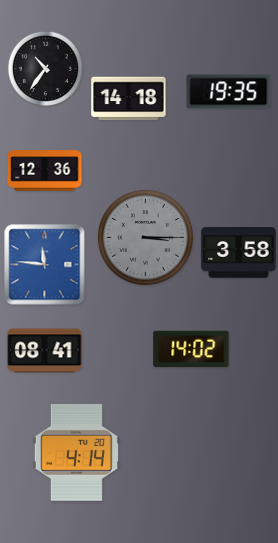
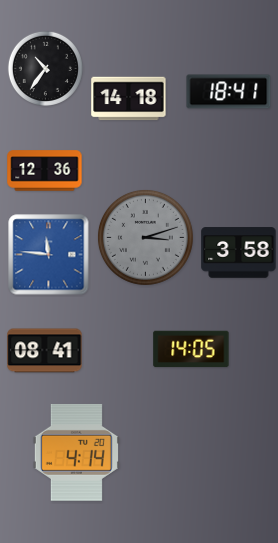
clock at (229, 92): 19:35 -> 18:41
clock at (145, 237): 3:15 -> 3:12
clock at (45, 265) position: (45, 265) -> (49, 255)
clock at (191, 349): 14:02 -> 14:05
